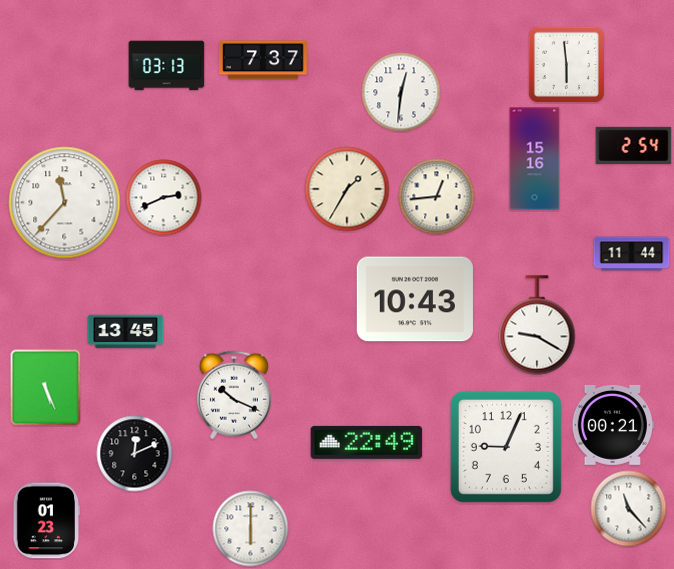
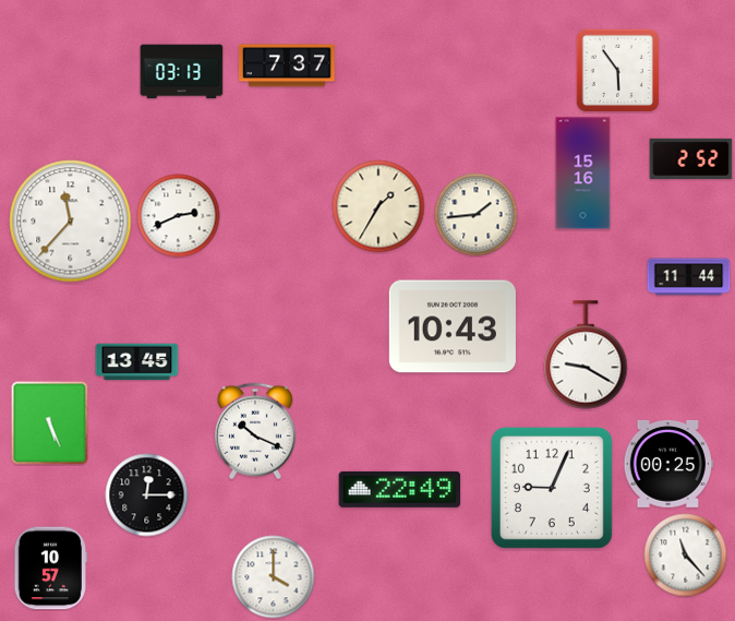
clock at (566, 64): 5:59 -> 5:54
clock at (401, 92): 12:31 -> none
clock at (634, 145): 2:54 -> 2:52
clock at (437, 197): 12:44 -> 1:44
clock at (613, 425): 00:21 -> 00:25
clock at (367, 442) position: (367, 442) -> (400, 489)
clock at (135, 454): 12:11 -> 12:15
clock at (46, 521): 01:23 -> 10:57
clock at (251, 529): 6:00 -> 4:00
